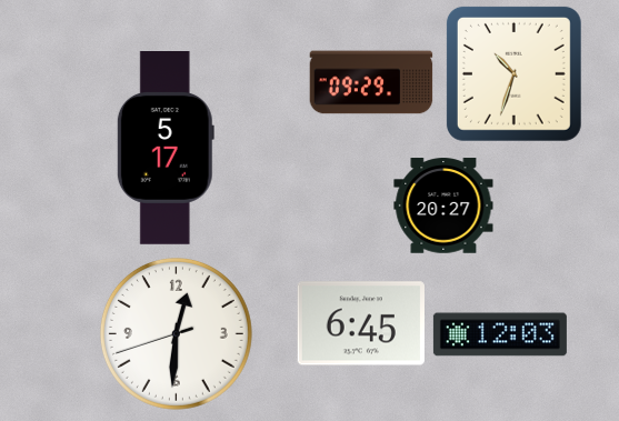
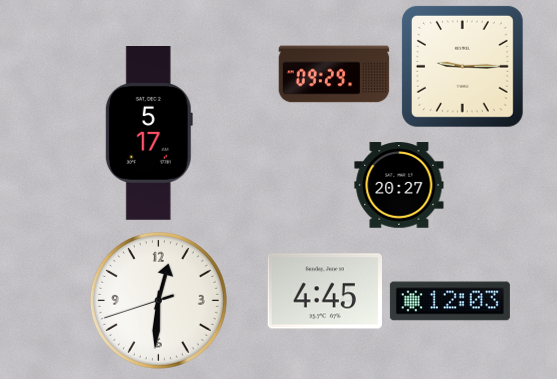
clock at (513, 73): 10:33 -> 9:15
clock at (361, 323): 6:45 -> 4:45
